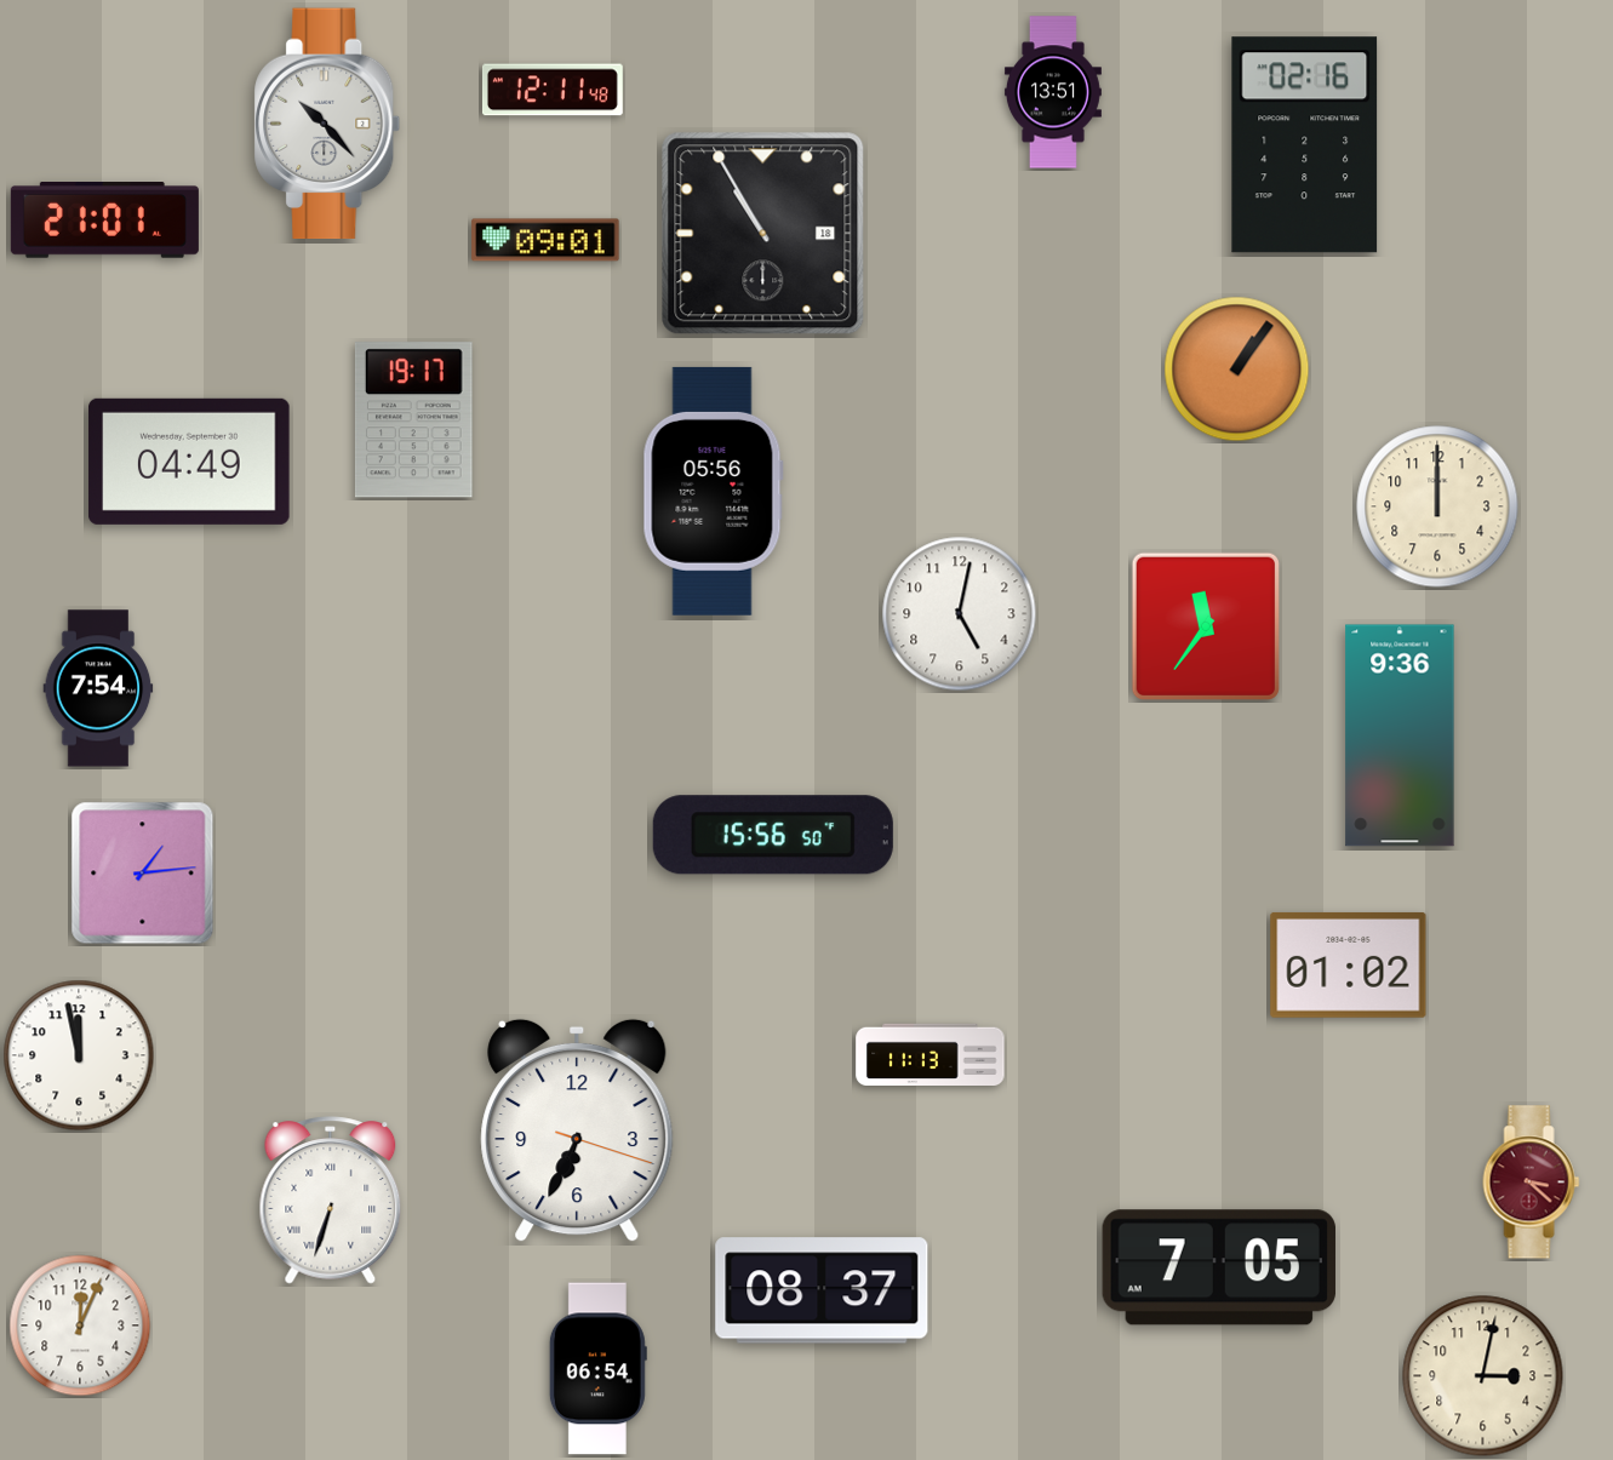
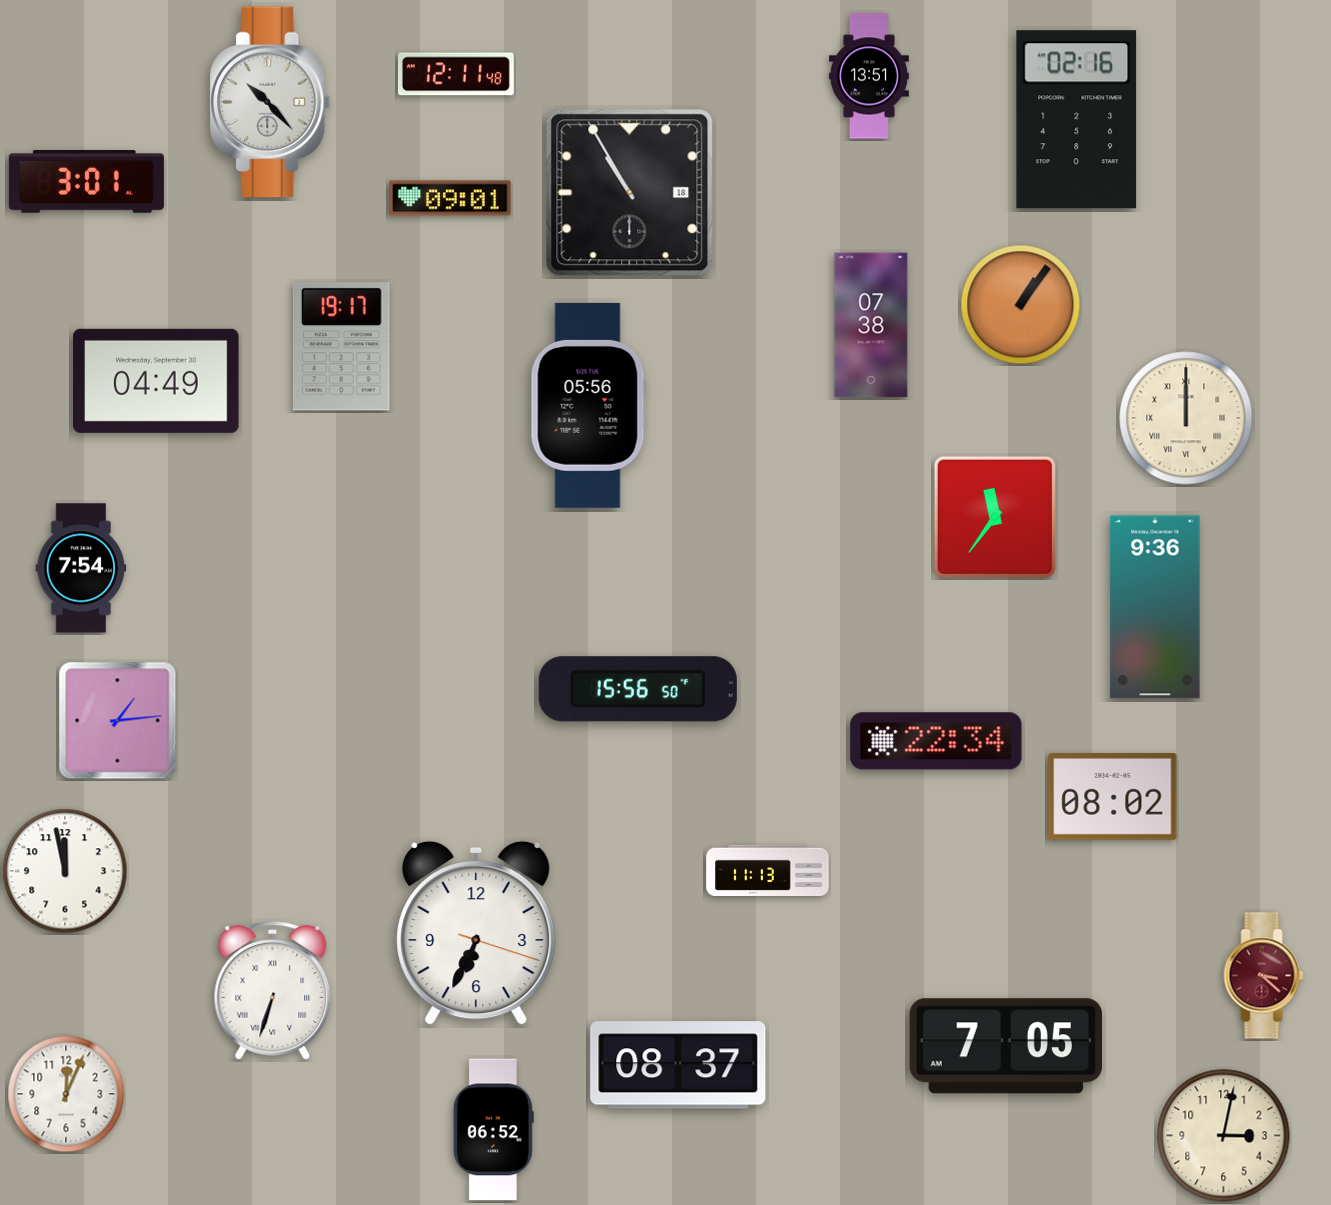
clock at (104, 221): 21:01 -> 3:01
clock at (871, 325): none -> 07:38
clock at (1437, 506) numerals: Arabic -> Roman
clock at (960, 614): 5:02 -> none
clock at (936, 741): none -> 22:34
clock at (1349, 966): 01:02 -> 08:02
clock at (597, 1369): 06:54 -> 06:52
